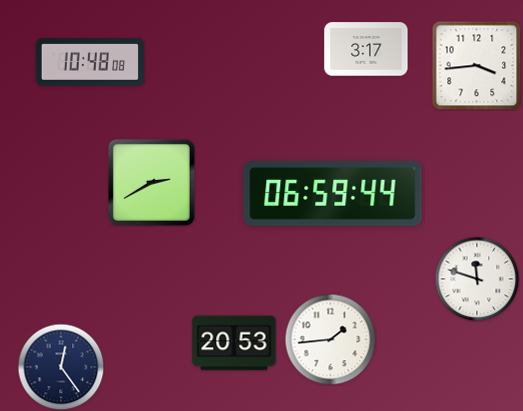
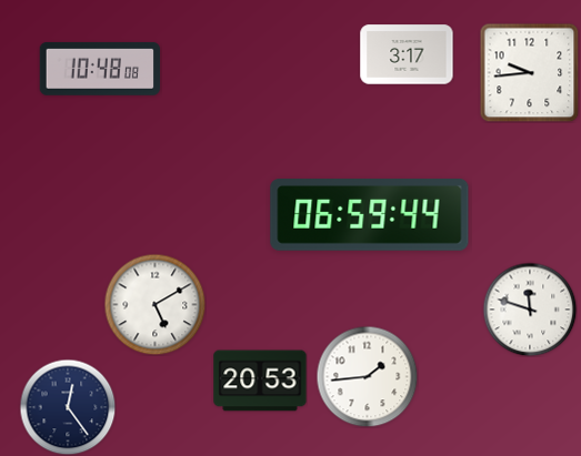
clock at (476, 65): 3:44 -> 9:44
clock at (151, 182): 2:40 -> none
clock at (154, 304): none -> 5:10
